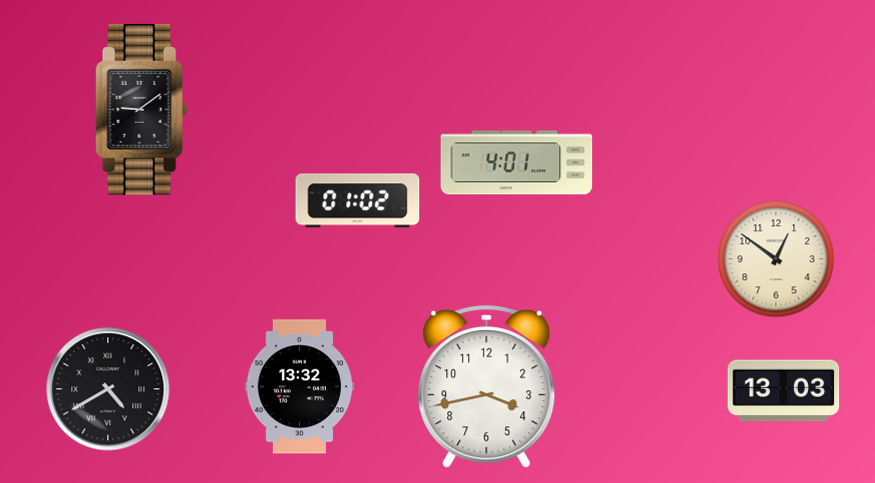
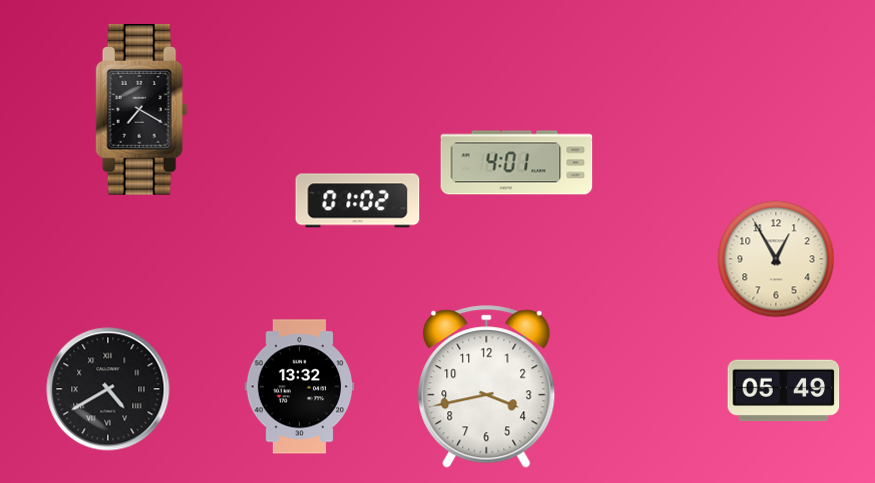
clock at (142, 109): 9:09 -> 7:20
clock at (776, 259): 12:51 -> 12:55
clock at (784, 391): 13:03 -> 05:49
